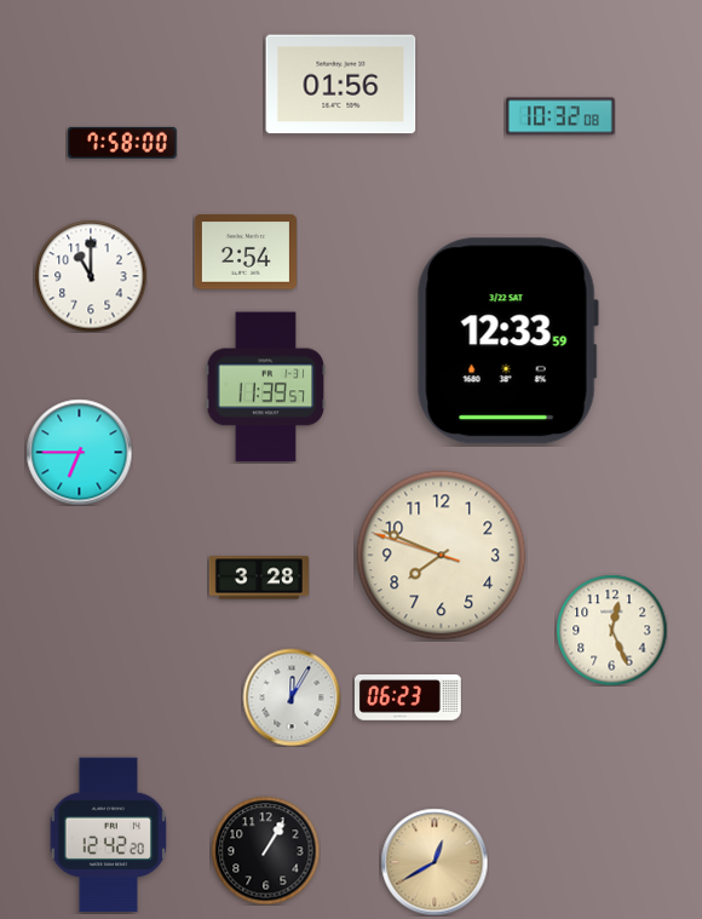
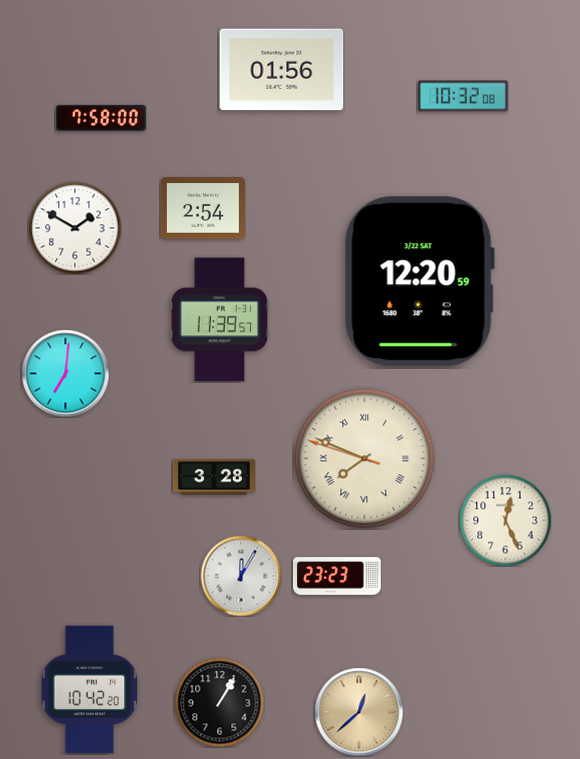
clock at (91, 276): 11:00 -> 1:50
clock at (507, 341): 12:33 -> 12:20
clock at (79, 452): 6:45 -> 7:01
clock at (442, 556) numerals: Arabic -> Roman
clock at (408, 697): 06:23 -> 23:23
clock at (109, 835): 12:42 -> 10:42
clock at (435, 862): 12:40 -> 12:38
